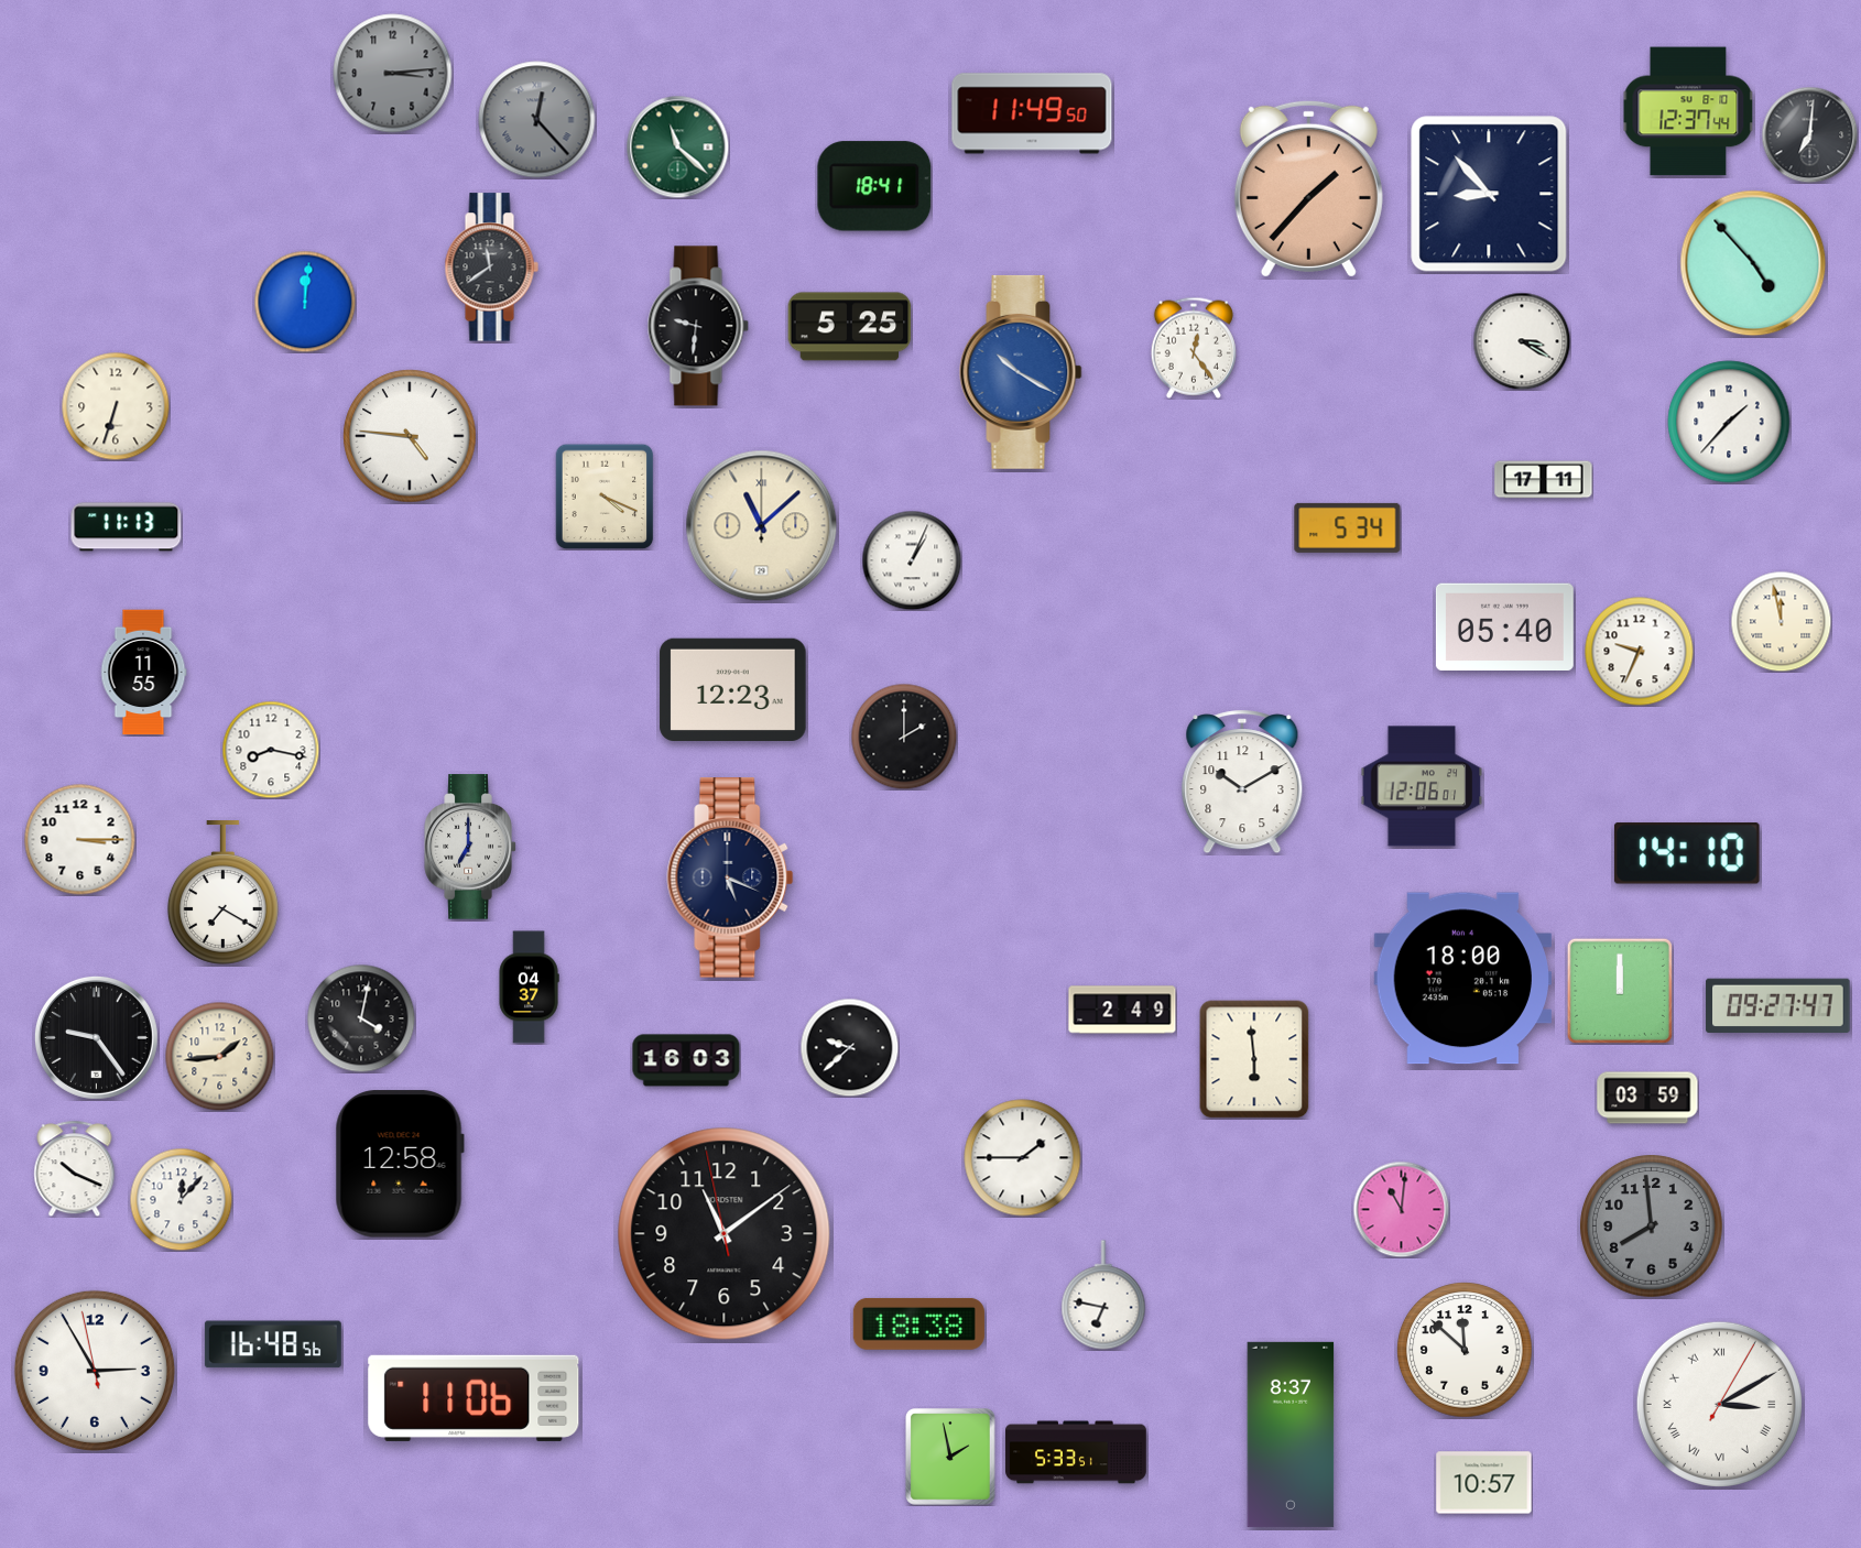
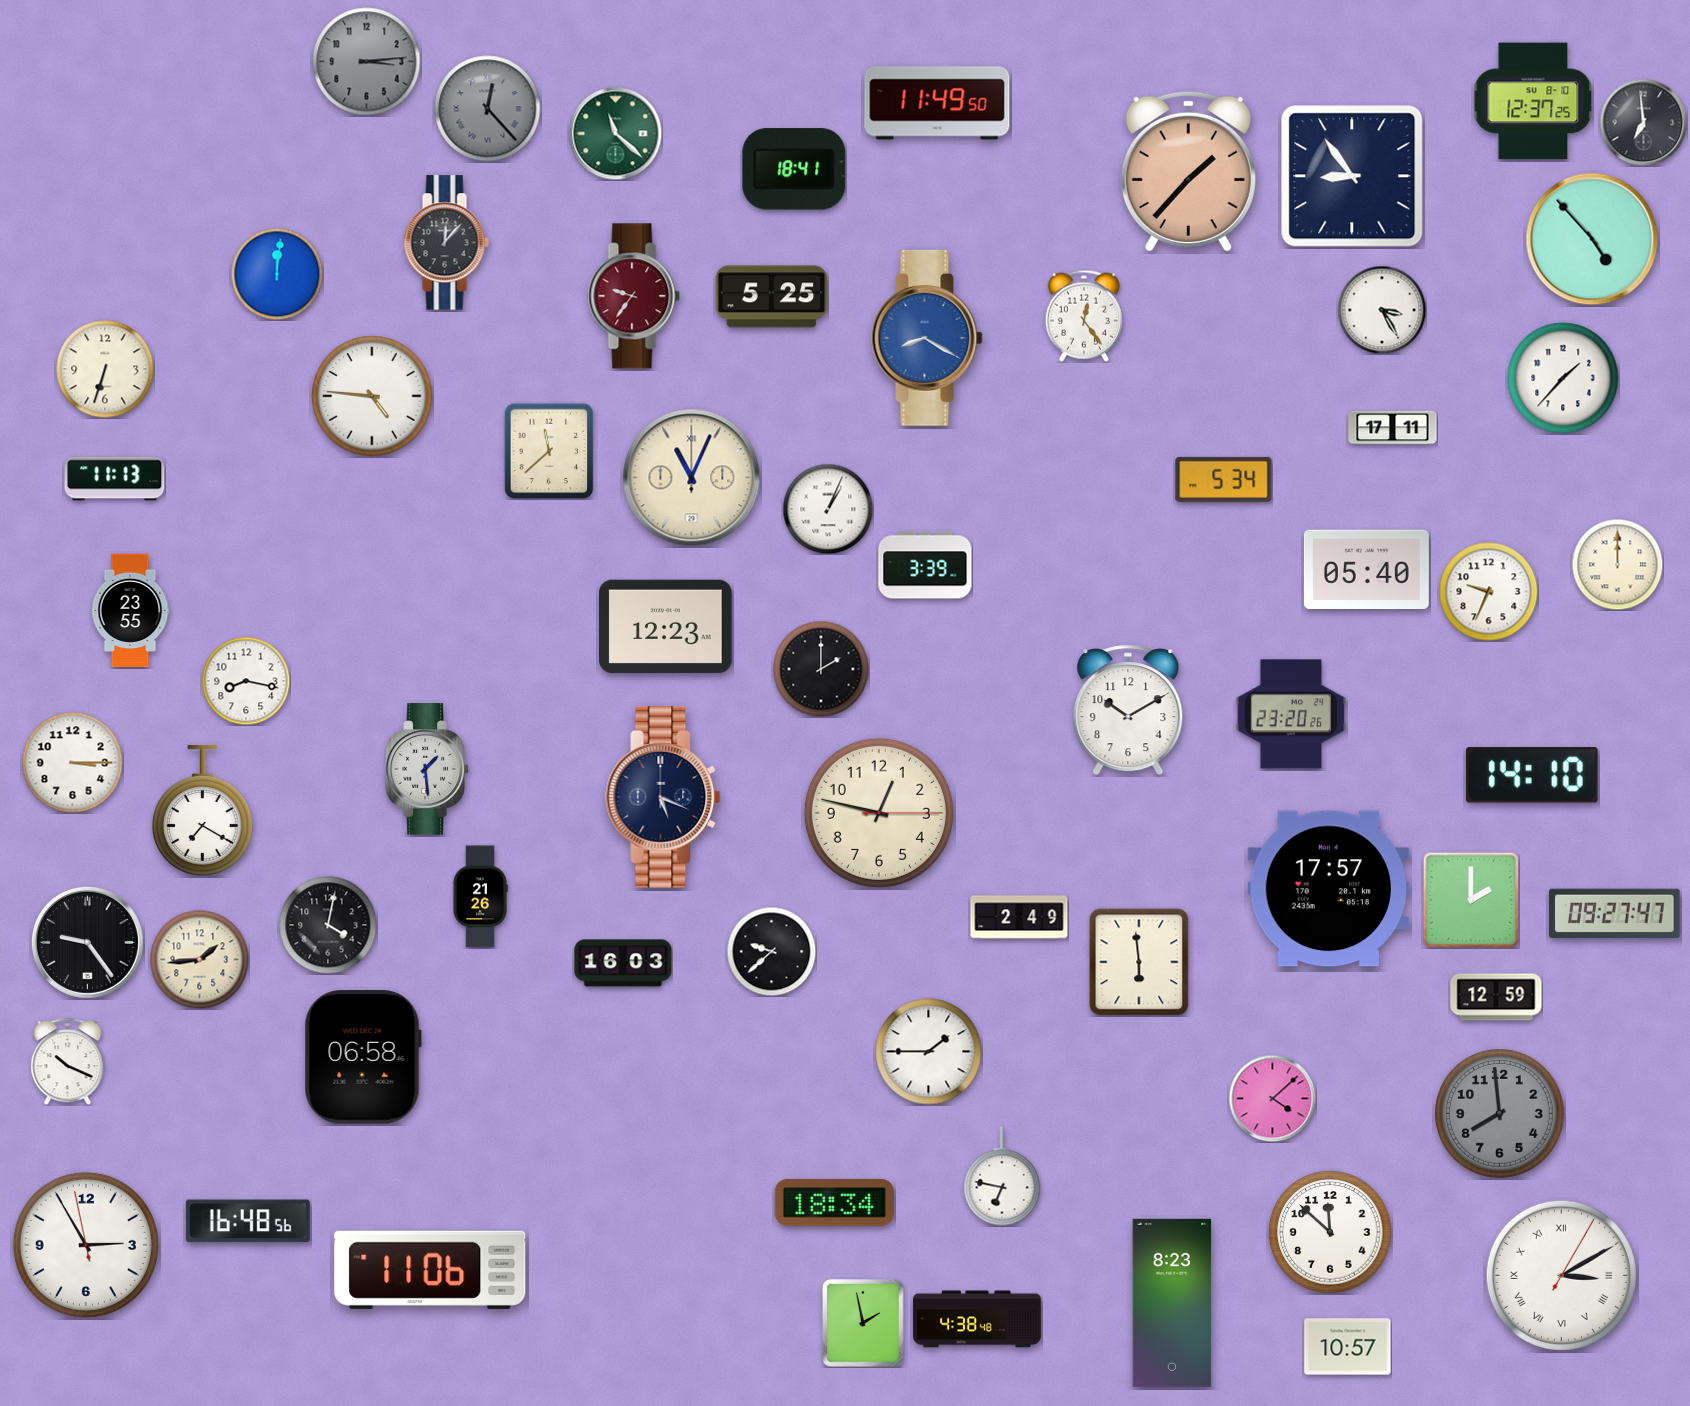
clock at (393, 74) position: (393, 74) -> (367, 62)
clock at (1688, 111): 12:37:44 -> 12:37:25
clock at (1809, 134): 7:01 -> 6:59
clock at (1489, 194): 8:53 -> 8:54
clock at (491, 268): 11:39 -> 12:07
clock at (698, 326): 9:31 -> 9:36
clock at (698, 326) dial: black -> burgundy
clock at (1522, 341): 3:20 -> 3:25
clock at (1021, 372): 10:20 -> 8:20
clock at (1729, 422) position: (1729, 422) -> (1563, 378)
clock at (1544, 480) position: (1544, 480) -> (1393, 428)
clock at (605, 497): 4:19 -> 11:38
clock at (762, 526): 11:08 -> 11:04
clock at (1781, 621): 11:58 -> 12:00
clock at (925, 565): none -> 3:39
clock at (143, 673): 11:55 -> 23:55
clock at (1422, 786): 12:06 -> 23:20
clock at (470, 847): 7:00 -> 1:29
clock at (879, 813): none -> 12:47
clock at (1462, 979): 18:00 -> 17:57
clock at (529, 988): 04:37 -> 21:26
clock at (1620, 991): 12:00 -> 2:00
clock at (1647, 1098): 03:59 -> 12:59
clock at (400, 1164): 12:58 -> 06:58
clock at (181, 1199): 12:07 -> none
clock at (1401, 1209): 11:01 -> 4:08
clock at (725, 1234): 11:08 -> none
clock at (918, 1323): 18:38 -> 18:34
clock at (1465, 1350) position: (1465, 1350) -> (1330, 1232)
clock at (1291, 1435): 8:37 -> 8:23
clock at (1076, 1452): 5:33 -> 4:38
